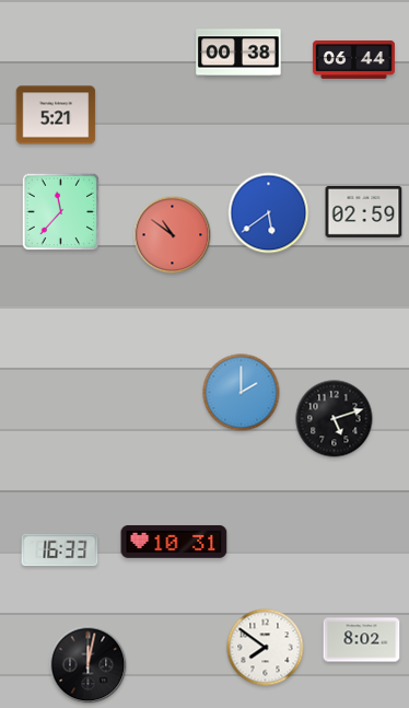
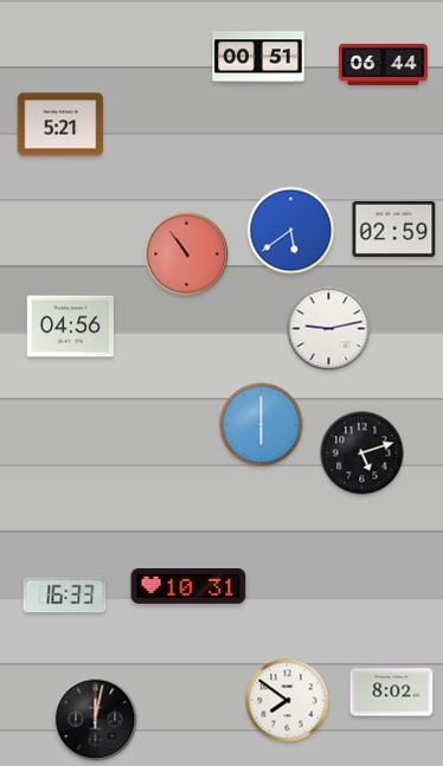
clock at (238, 53): 00:38 -> 00:51
clock at (61, 212): 11:37 -> none
clock at (173, 235): 10:51 -> 10:54
clock at (70, 327): none -> 04:56
clock at (329, 329): none -> 9:13
clock at (242, 393): 2:00 -> 6:00
